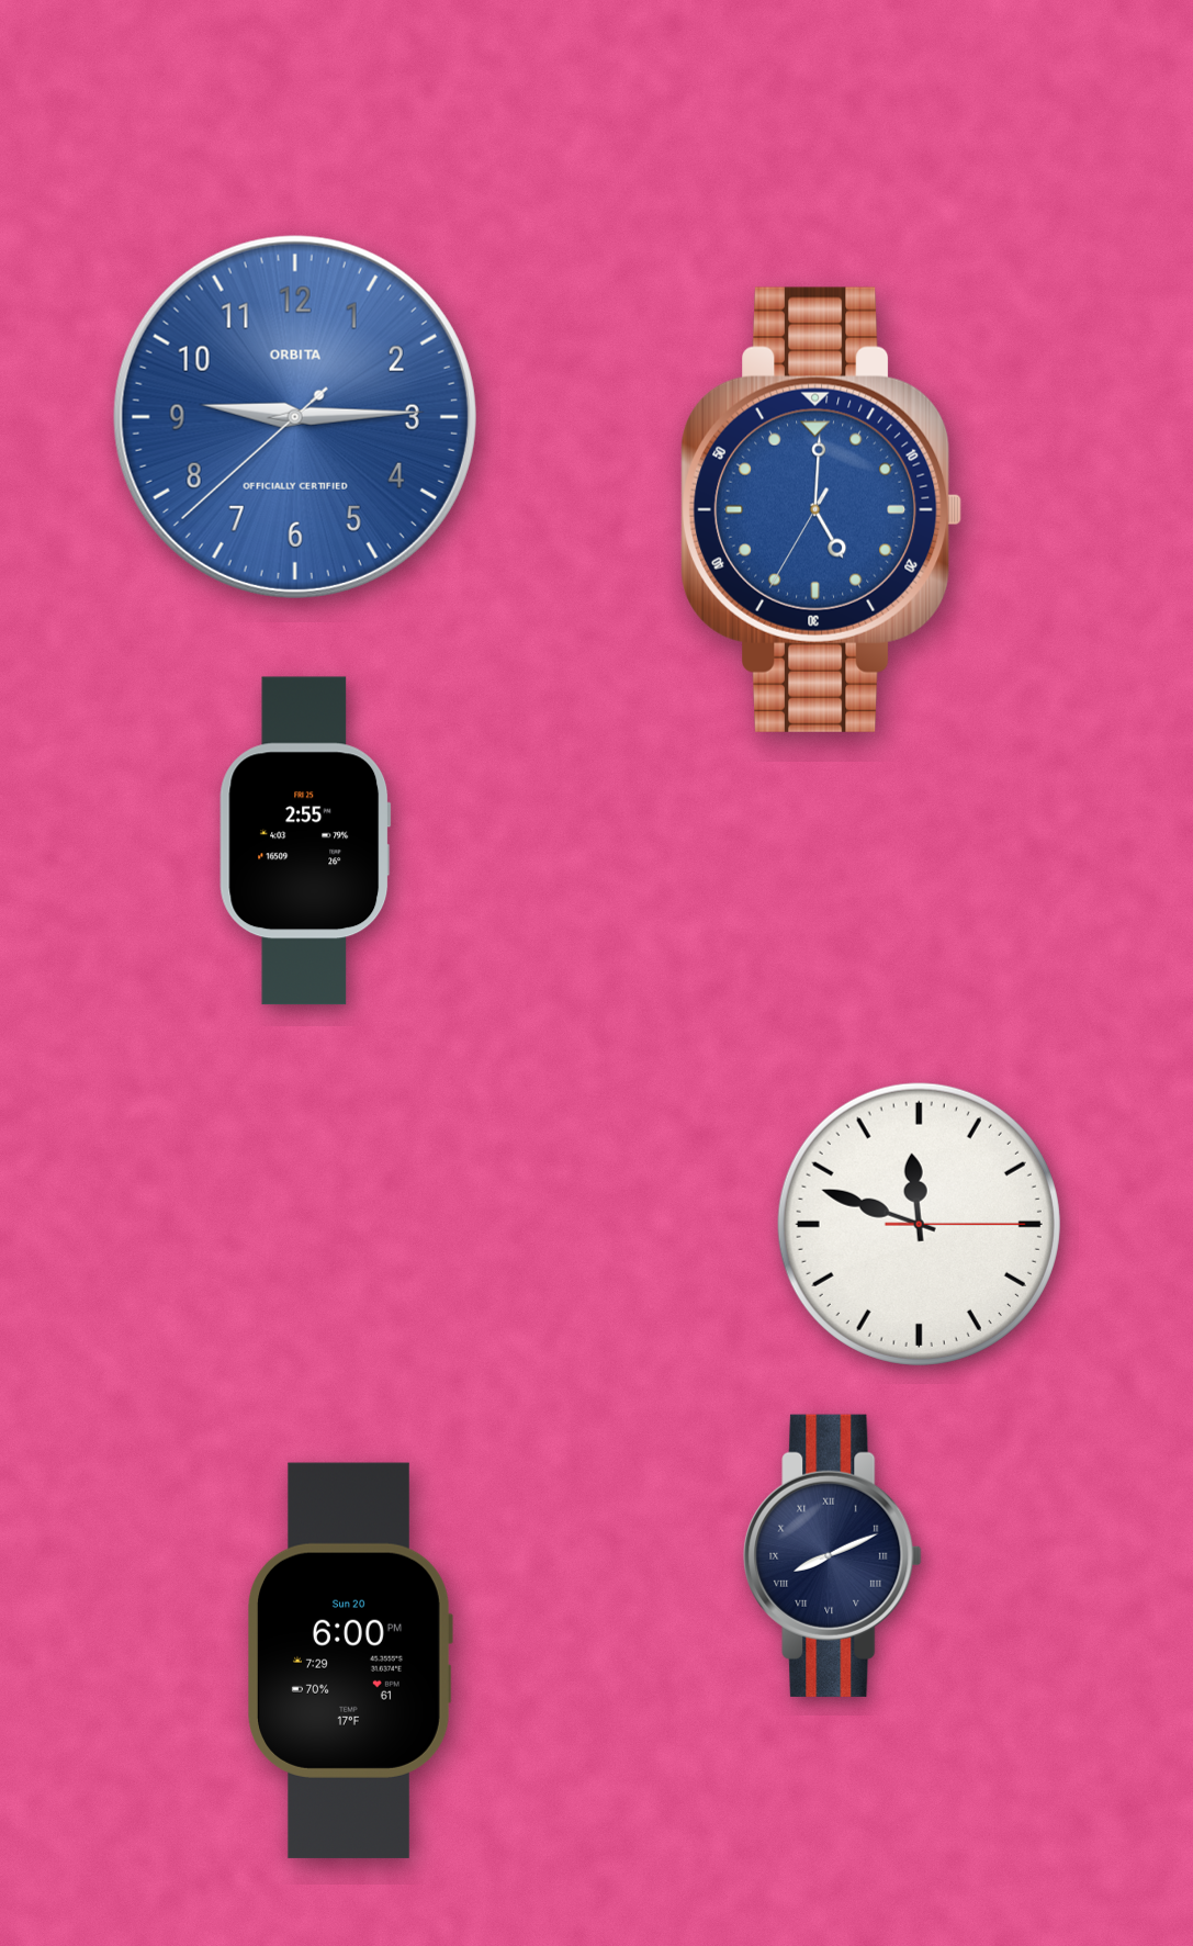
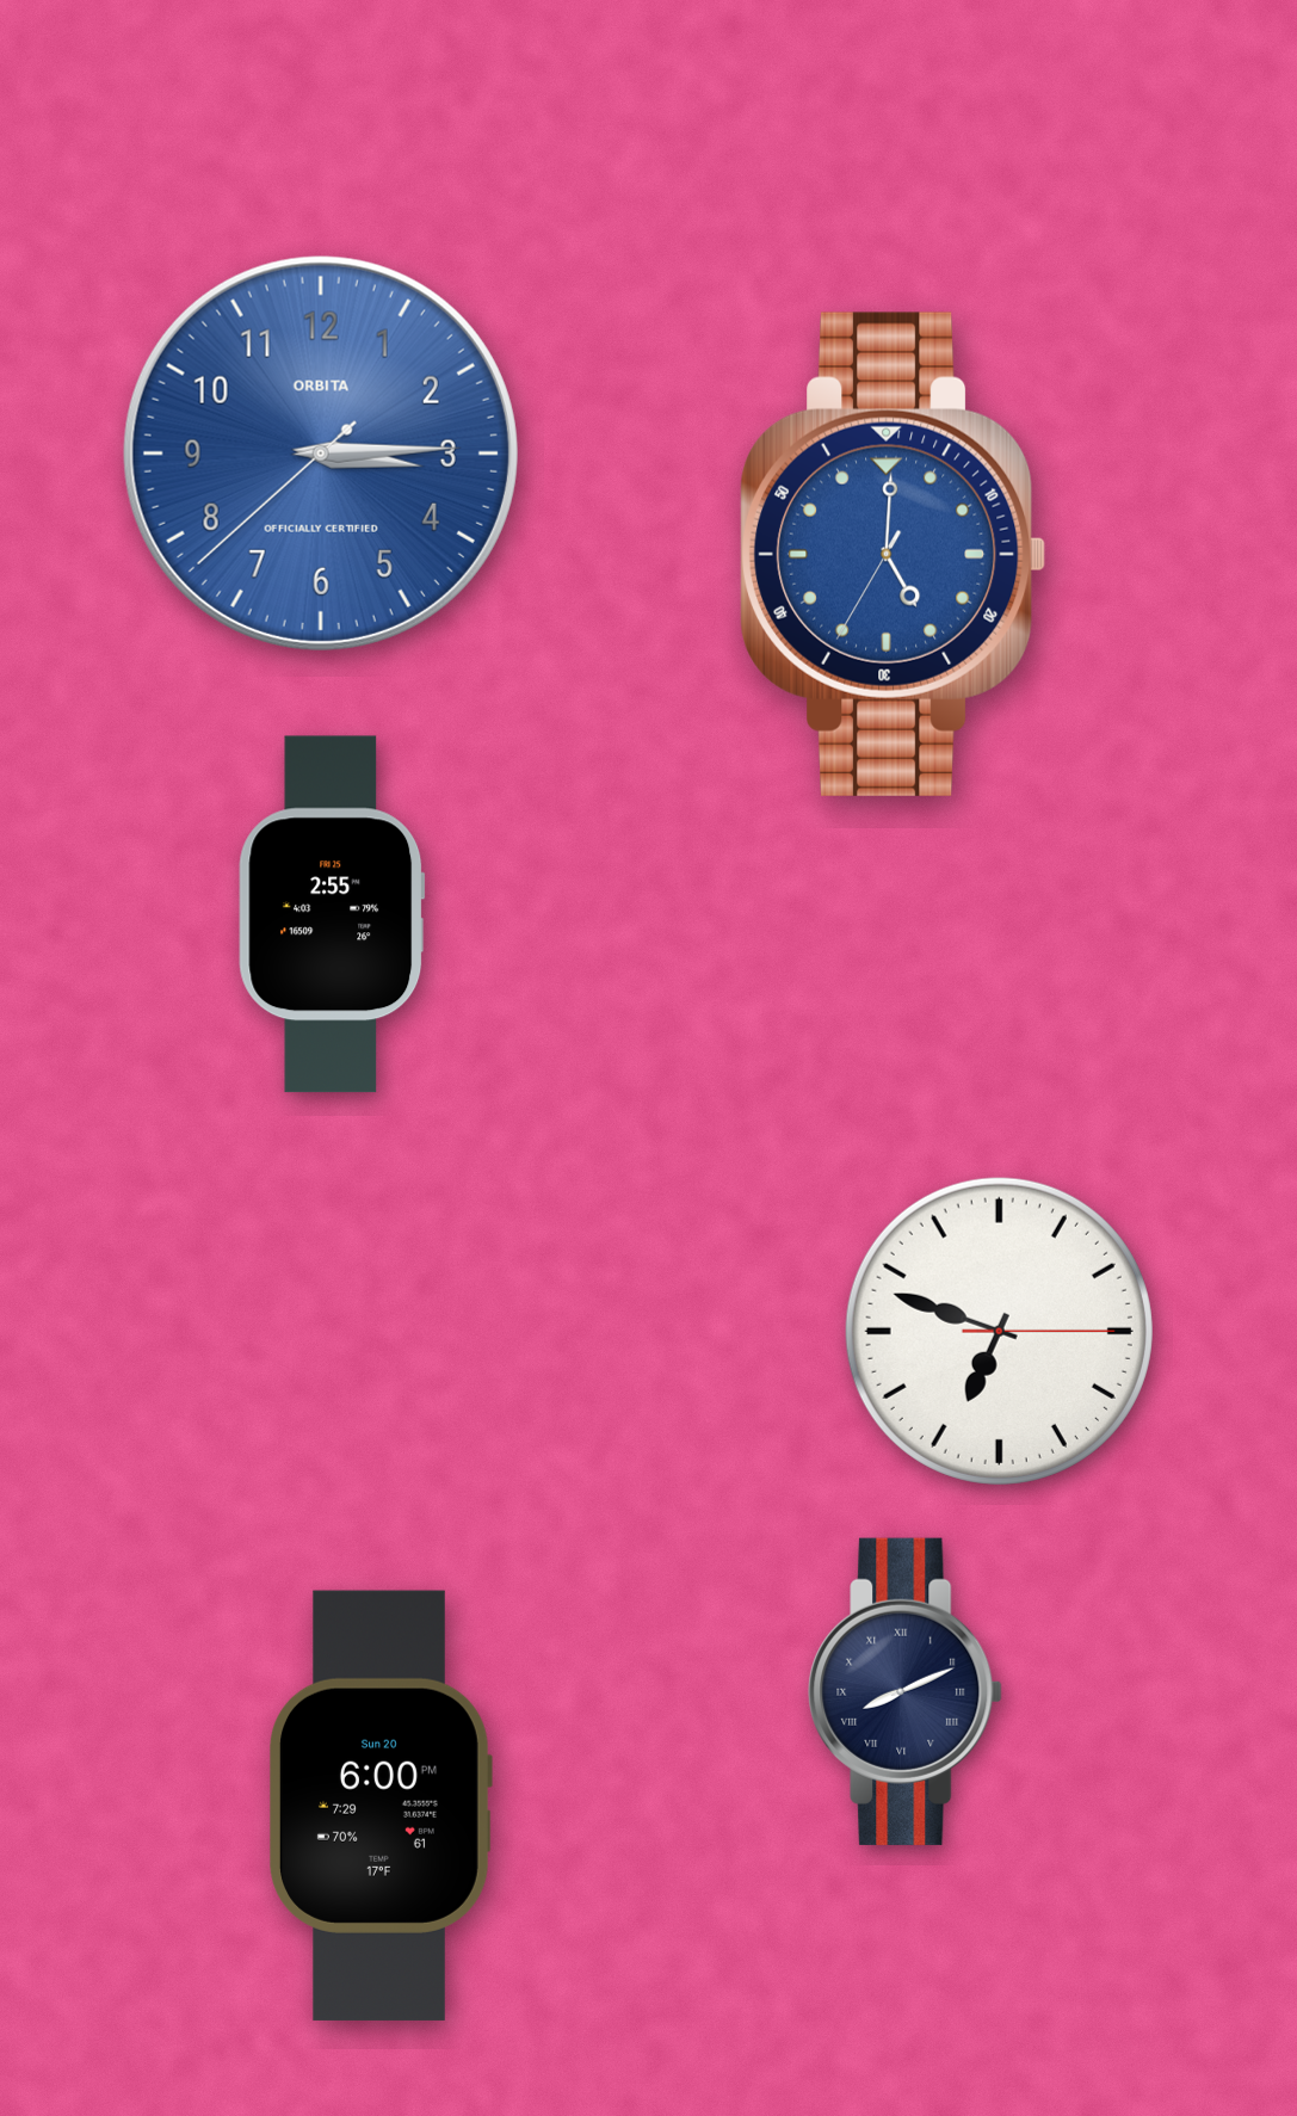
clock at (295, 417): 9:14 -> 3:14
clock at (919, 1224): 11:48 -> 6:48
